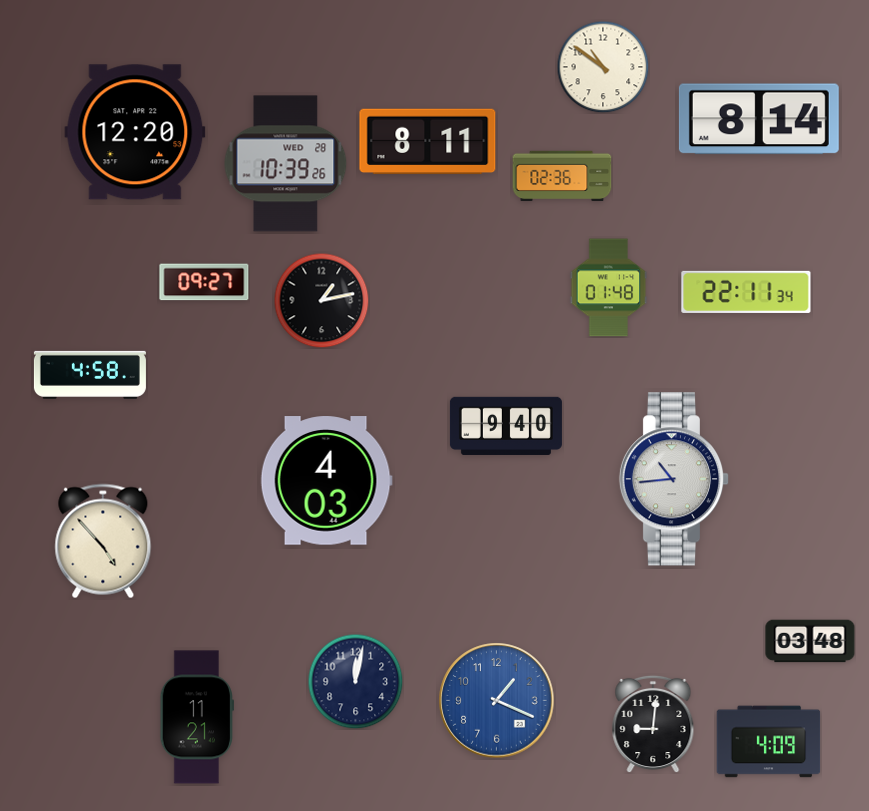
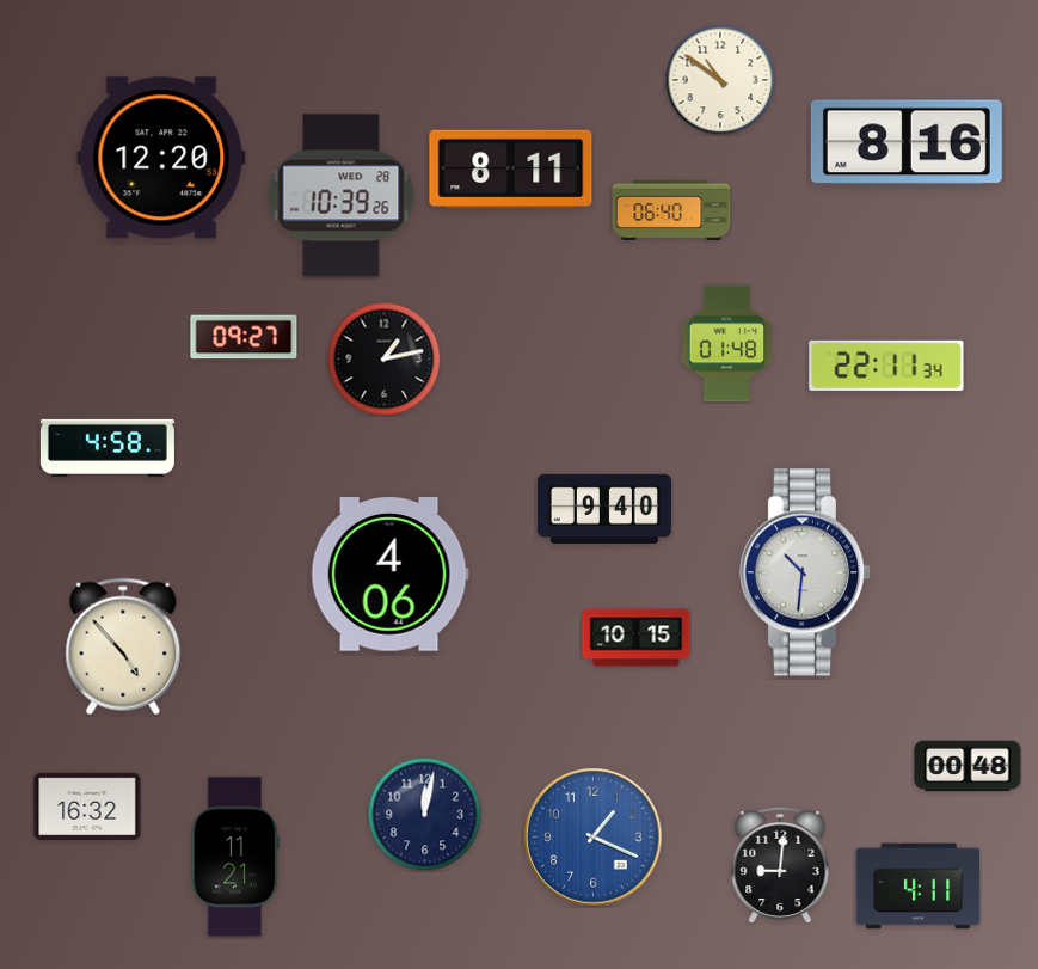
clock at (759, 119): 8:14 -> 8:16
clock at (562, 176): 02:36 -> 06:40
clock at (746, 292) position: (746, 292) -> (886, 366)
clock at (674, 479): 10:44 -> 10:31
clock at (326, 481): 4:03 -> 4:06
clock at (637, 638): none -> 10:15
clock at (810, 641): 03:48 -> 00:48
clock at (87, 807): none -> 16:32
clock at (769, 742): 4:09 -> 4:11
